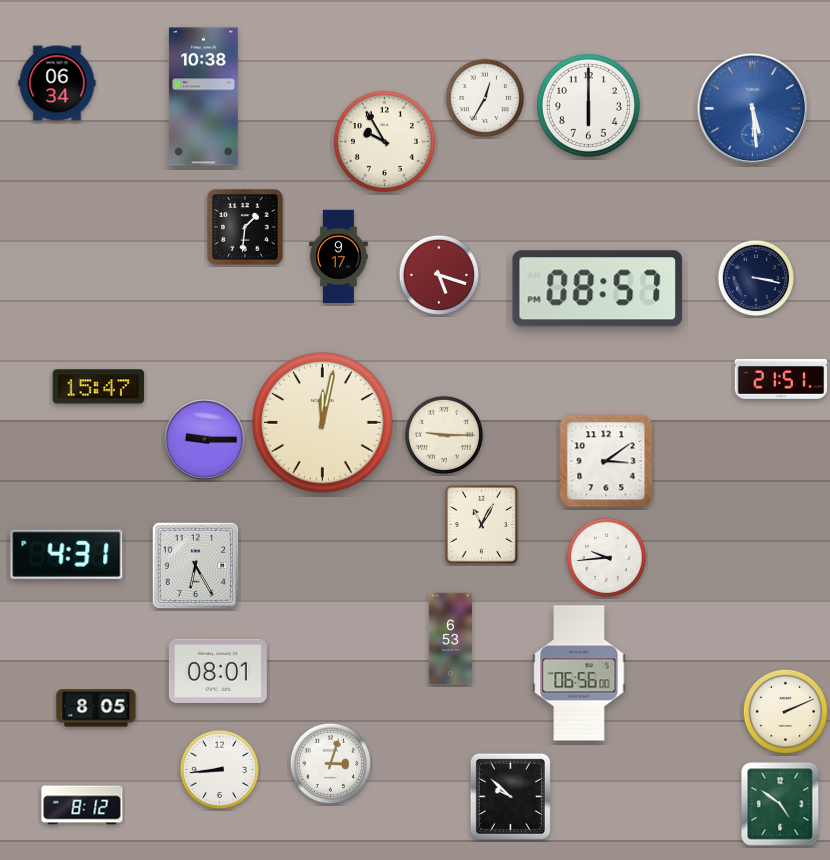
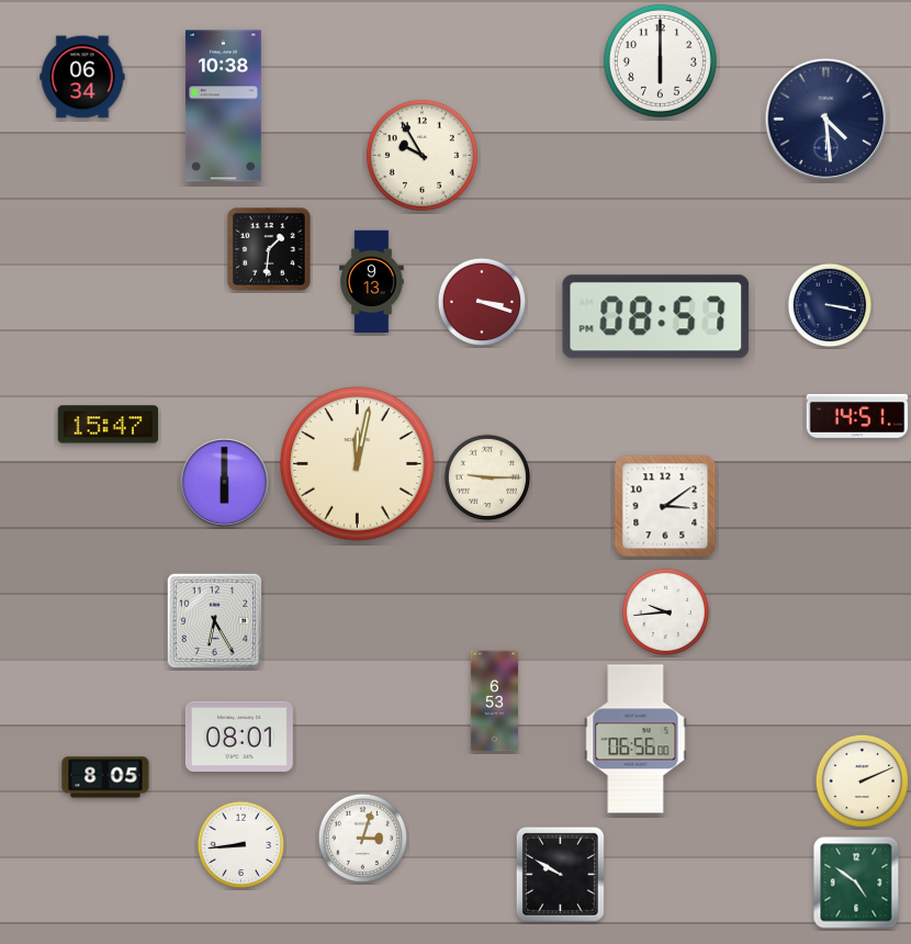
clock at (57, 83) position: (57, 83) -> (82, 77)
clock at (484, 97): 12:35 -> none
clock at (588, 105) position: (588, 105) -> (660, 60)
clock at (753, 109): 5:29 -> 4:29
clock at (753, 109) dial: blue -> navy
clock at (339, 257): 9:17 -> 9:13
clock at (438, 274): 5:18 -> 3:18
clock at (781, 379): 21:51 -> 14:51
clock at (323, 423) position: (323, 423) -> (358, 464)
clock at (204, 439): 9:15 -> 6:00
clock at (481, 524): 11:05 -> none
clock at (67, 554): 4:31 -> none
clock at (510, 796): 9:52 -> 9:50
clock at (82, 805): 8:12 -> none
